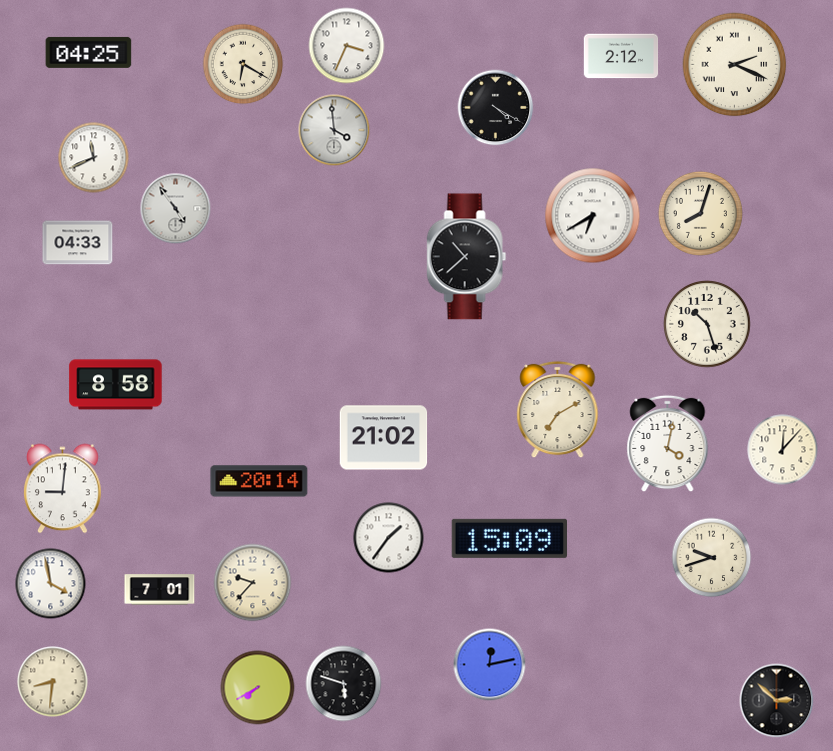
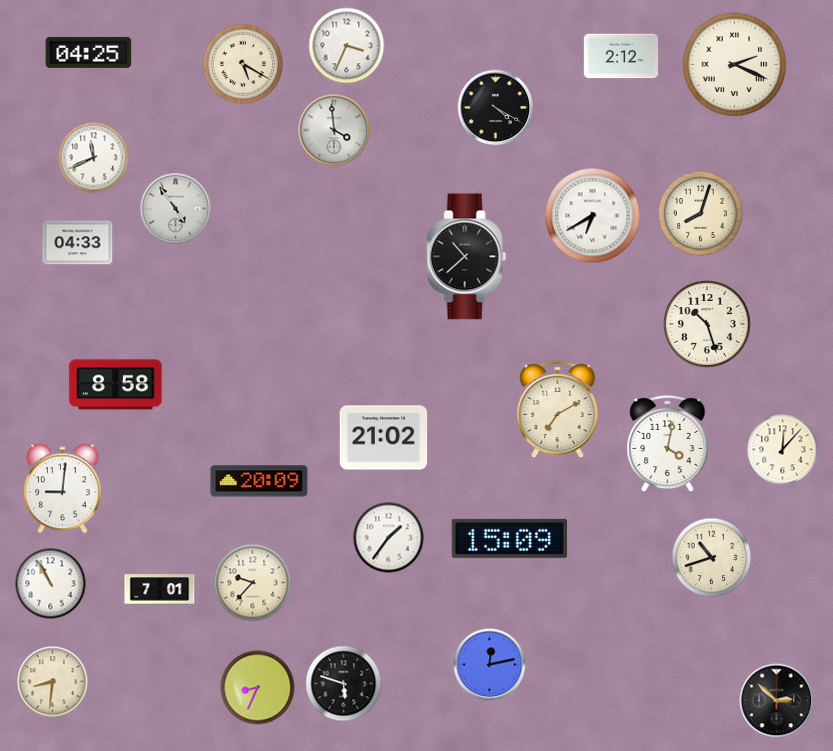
clock at (243, 64): 6:20 -> 5:20
clock at (259, 481): 20:14 -> 20:09
clock at (712, 558): 9:42 -> 10:42
clock at (51, 584): 3:58 -> 10:55
clock at (258, 688): 7:40 -> 8:34
